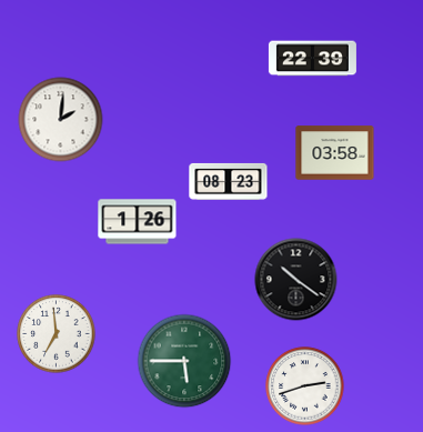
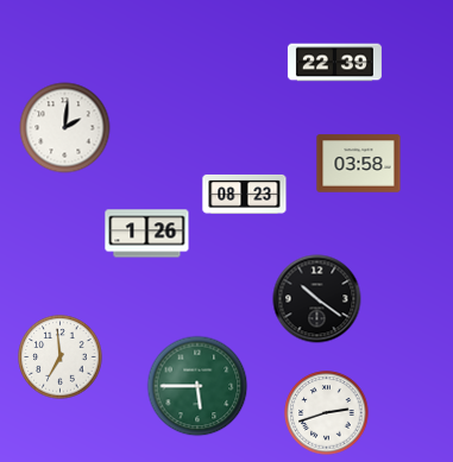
clock at (138, 222) position: (138, 222) -> (147, 234)
